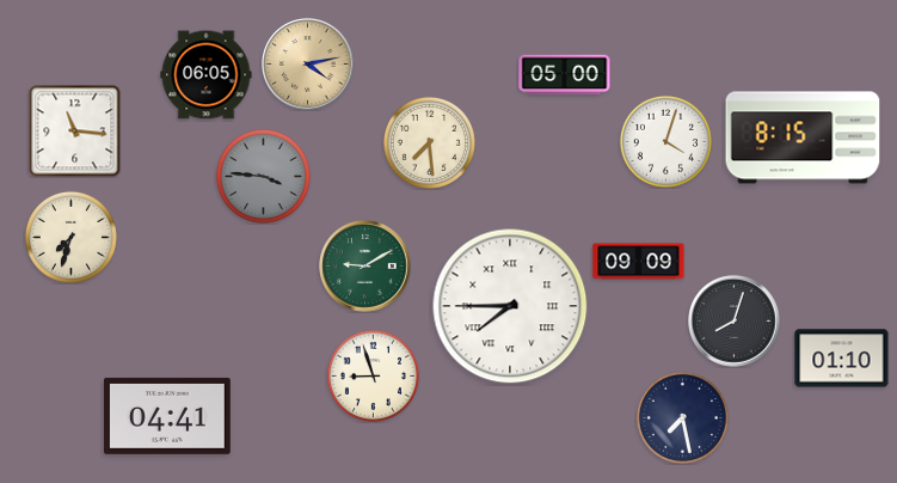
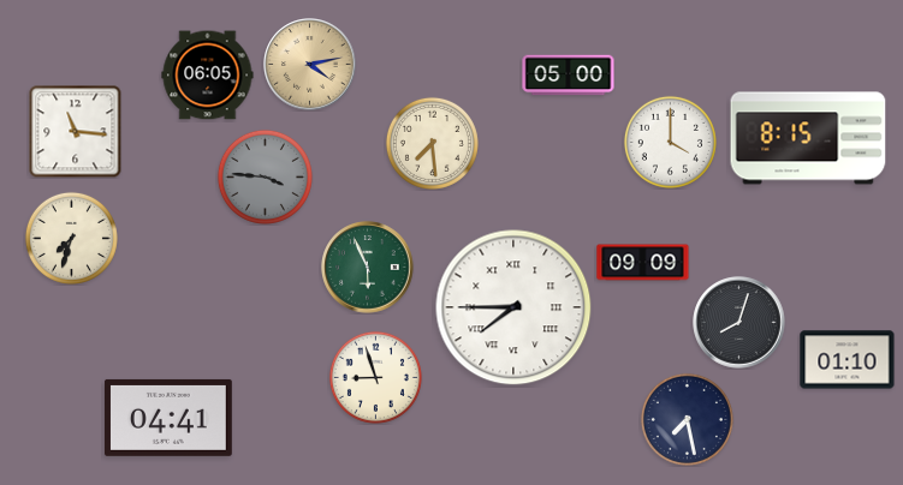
clock at (665, 141): 4:03 -> 4:00
clock at (365, 267): 9:10 -> 5:56
